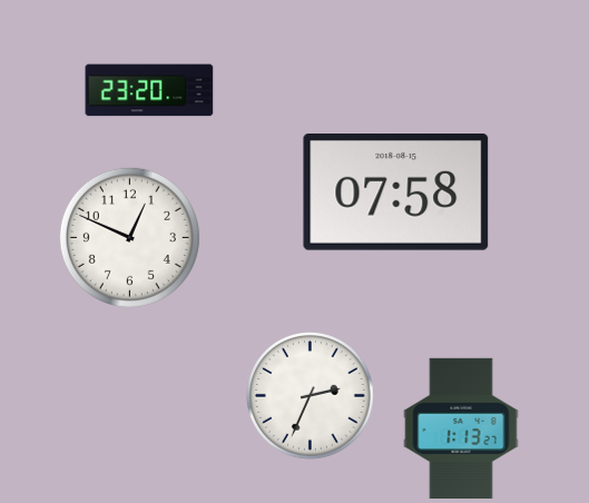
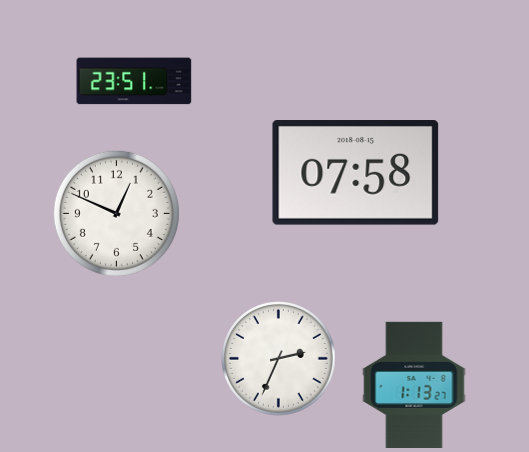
clock at (149, 90): 23:20 -> 23:51
clock at (311, 396) position: (311, 396) -> (279, 359)
